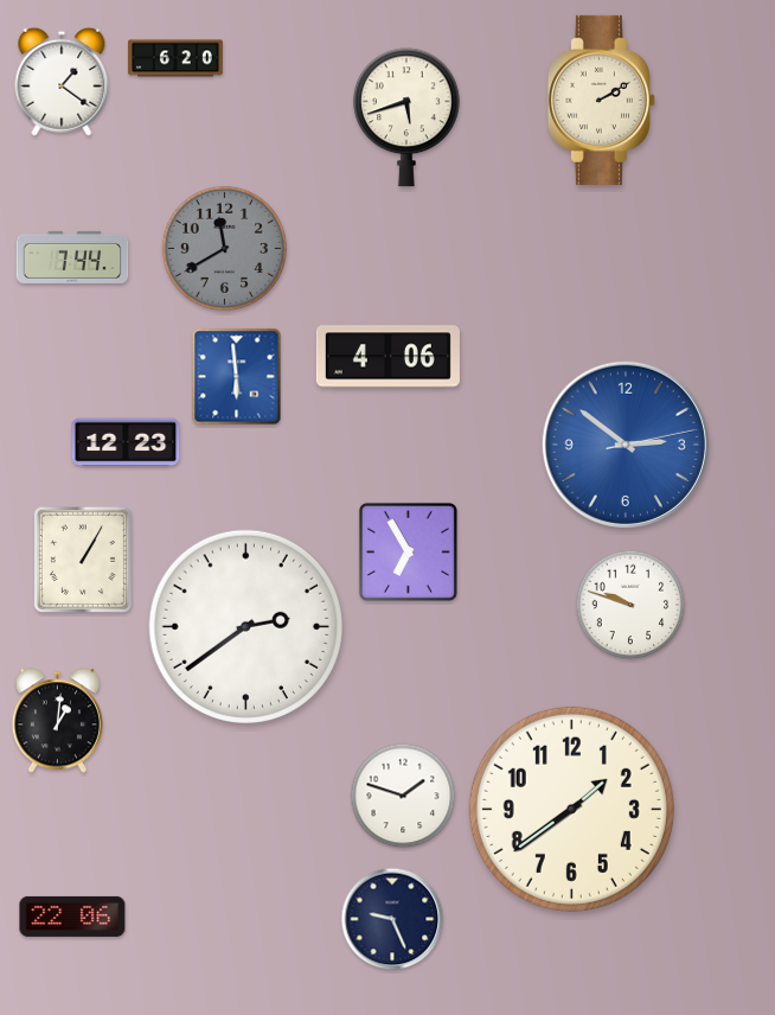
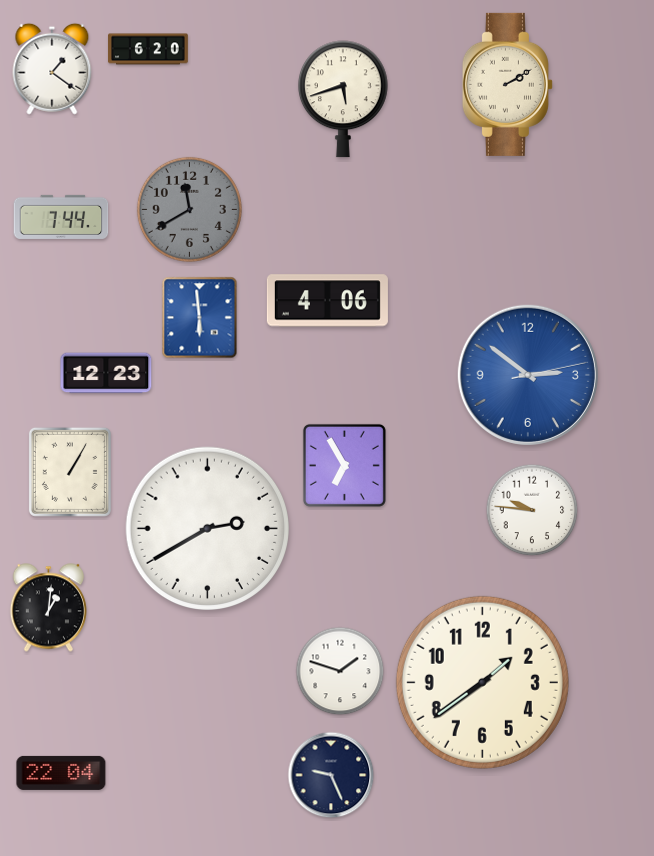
clock at (630, 605): 9:48 -> 9:46
clock at (245, 626): 2:39 -> 2:40
clock at (72, 917): 22:06 -> 22:04
